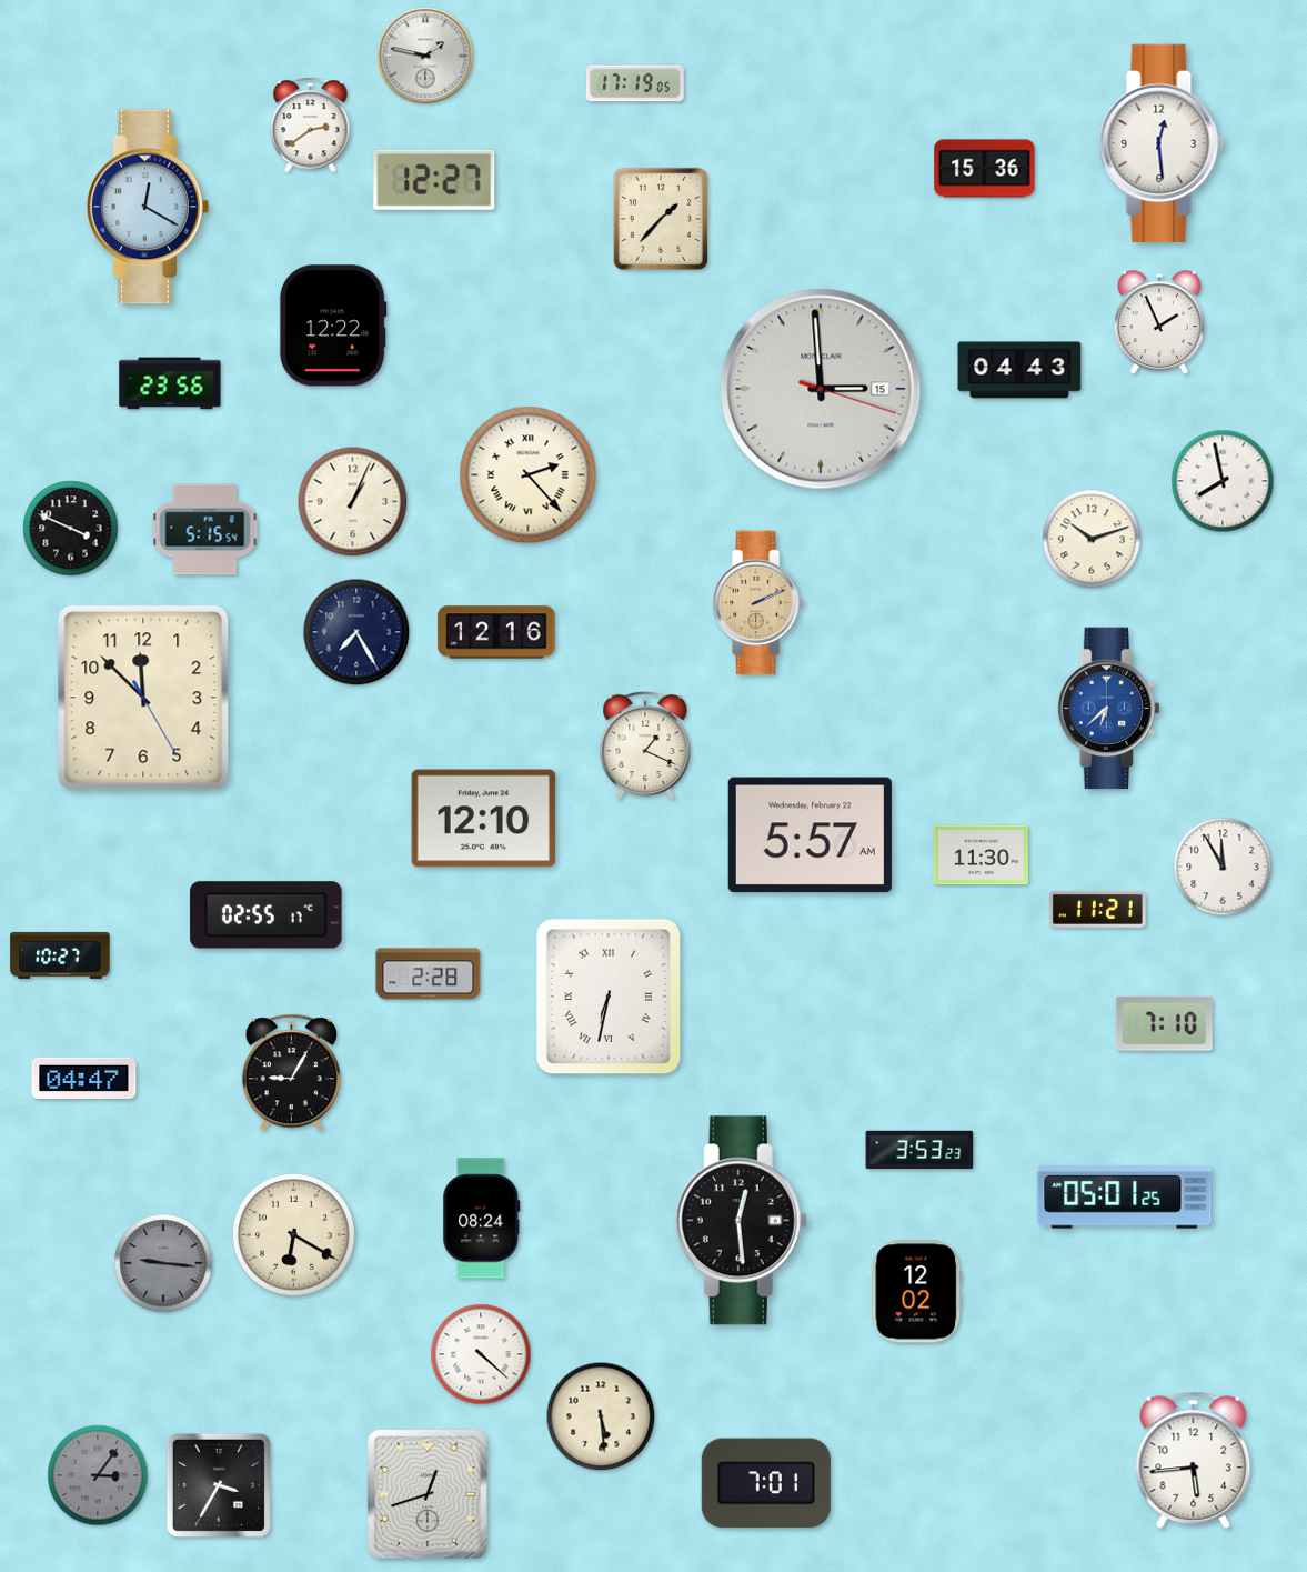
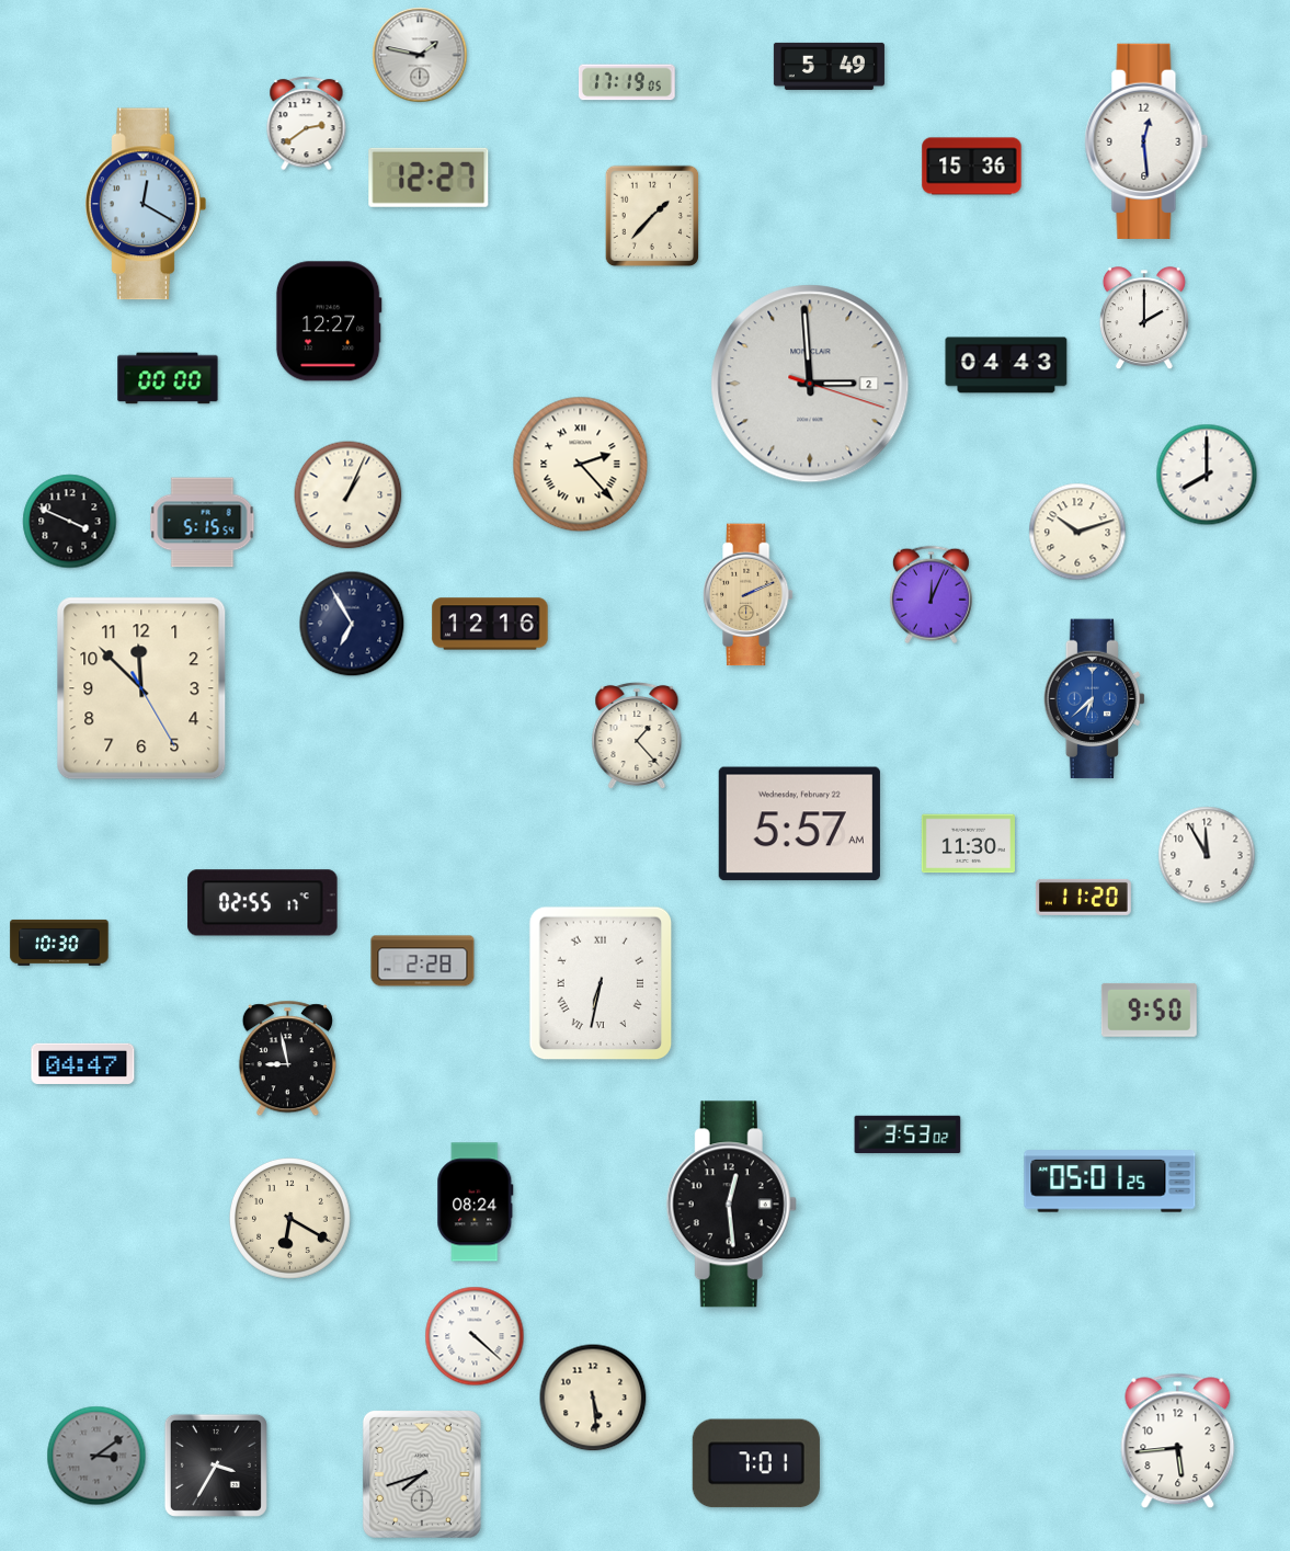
clock at (829, 66): none -> 5:49
clock at (1159, 323): 1:56 -> 2:00
clock at (333, 326): 12:22 -> 12:27
clock at (170, 383): 23:56 -> 00:00
clock at (821, 389) date: 15 -> 2
clock at (529, 475) position: (529, 475) -> (581, 465)
clock at (1223, 481): 7:58 -> 8:00
clock at (931, 595): none -> 12:04
clock at (356, 632): 7:25 -> 6:55
clock at (645, 744): 1:19 -> 1:23
clock at (484, 819): 12:10 -> none
clock at (1097, 909): 11:21 -> 11:20
clock at (60, 955): 10:27 -> 10:30
clock at (1164, 1023): 7:10 -> 9:50
clock at (291, 1073): 9:05 -> 8:58
clock at (919, 1150): 3:53:23 -> 3:53:02
clock at (163, 1263): 9:16 -> none
clock at (917, 1292): 12:02 -> none
clock at (98, 1475): 3:06 -> 3:09
clock at (428, 1494): 12:42 -> 7:42
